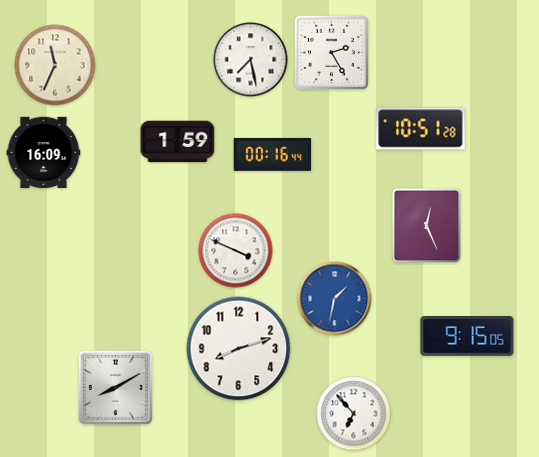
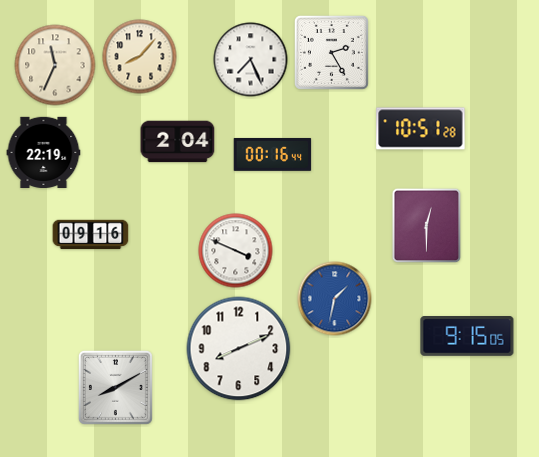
clock at (140, 57): none -> 8:07
clock at (251, 60): 7:28 -> 7:26
clock at (178, 142): 1:59 -> 2:04
clock at (44, 152): 16:09 -> 22:19
clock at (427, 226): 12:26 -> 12:30
clock at (91, 235): none -> 09:16
clock at (239, 349): 8:12 -> 8:11
clock at (354, 414): 6:53 -> none
